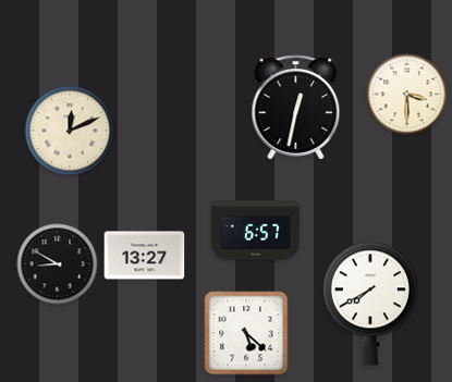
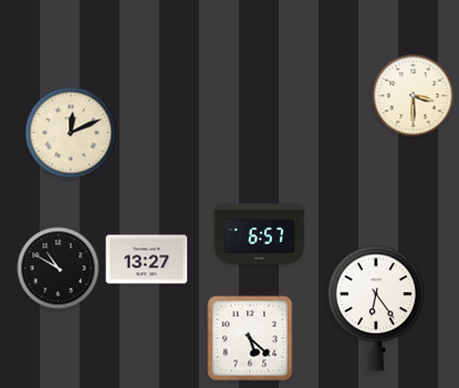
clock at (296, 108): 12:32 -> none
clock at (58, 264): 8:50 -> 10:50
clock at (370, 304): 7:40 -> 6:24
